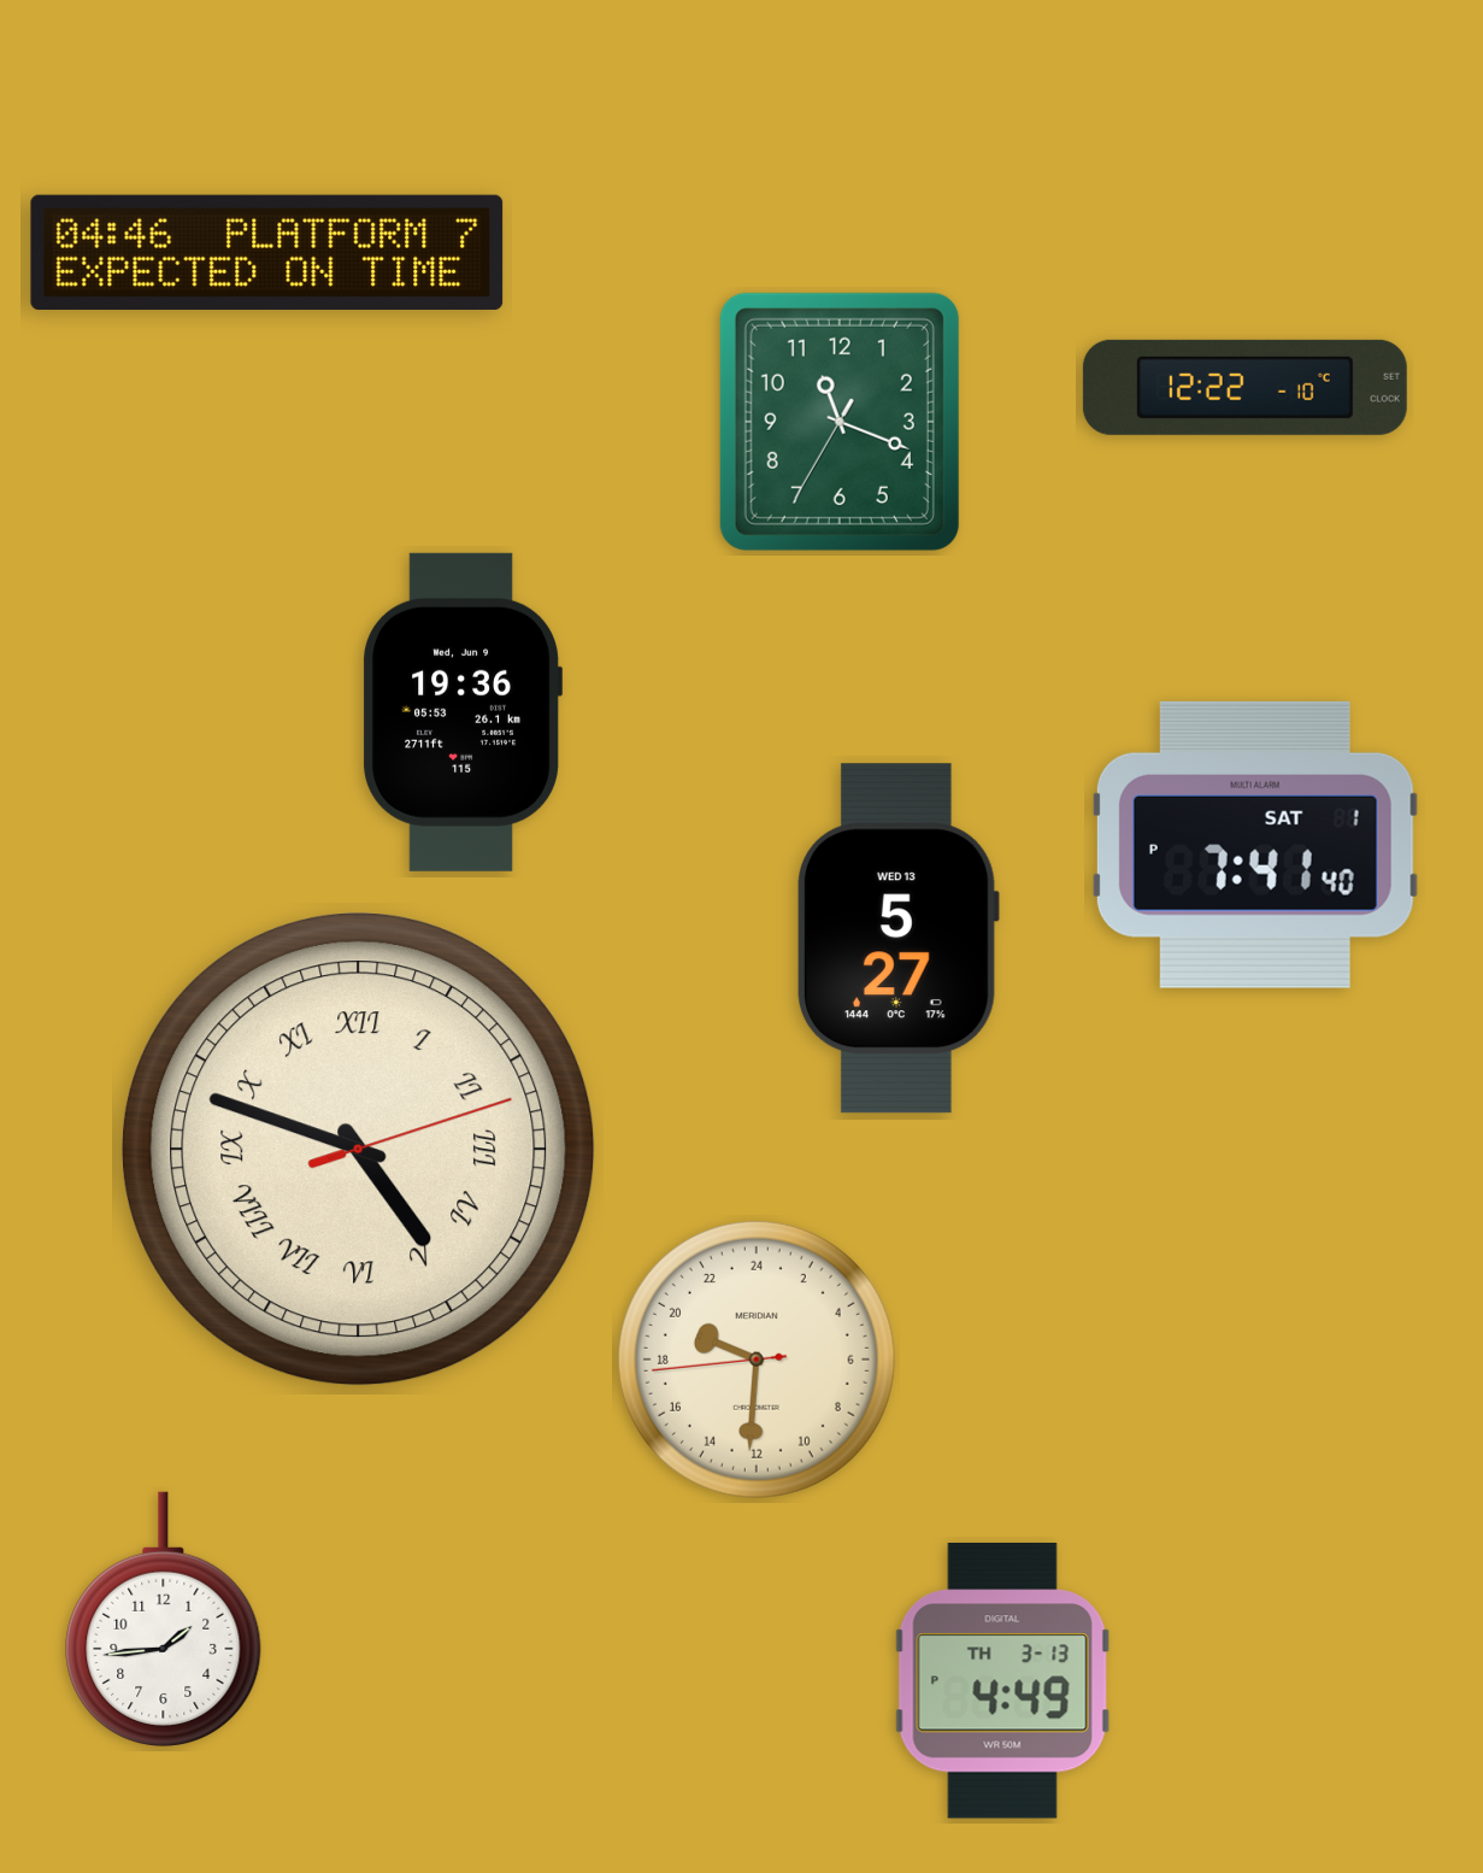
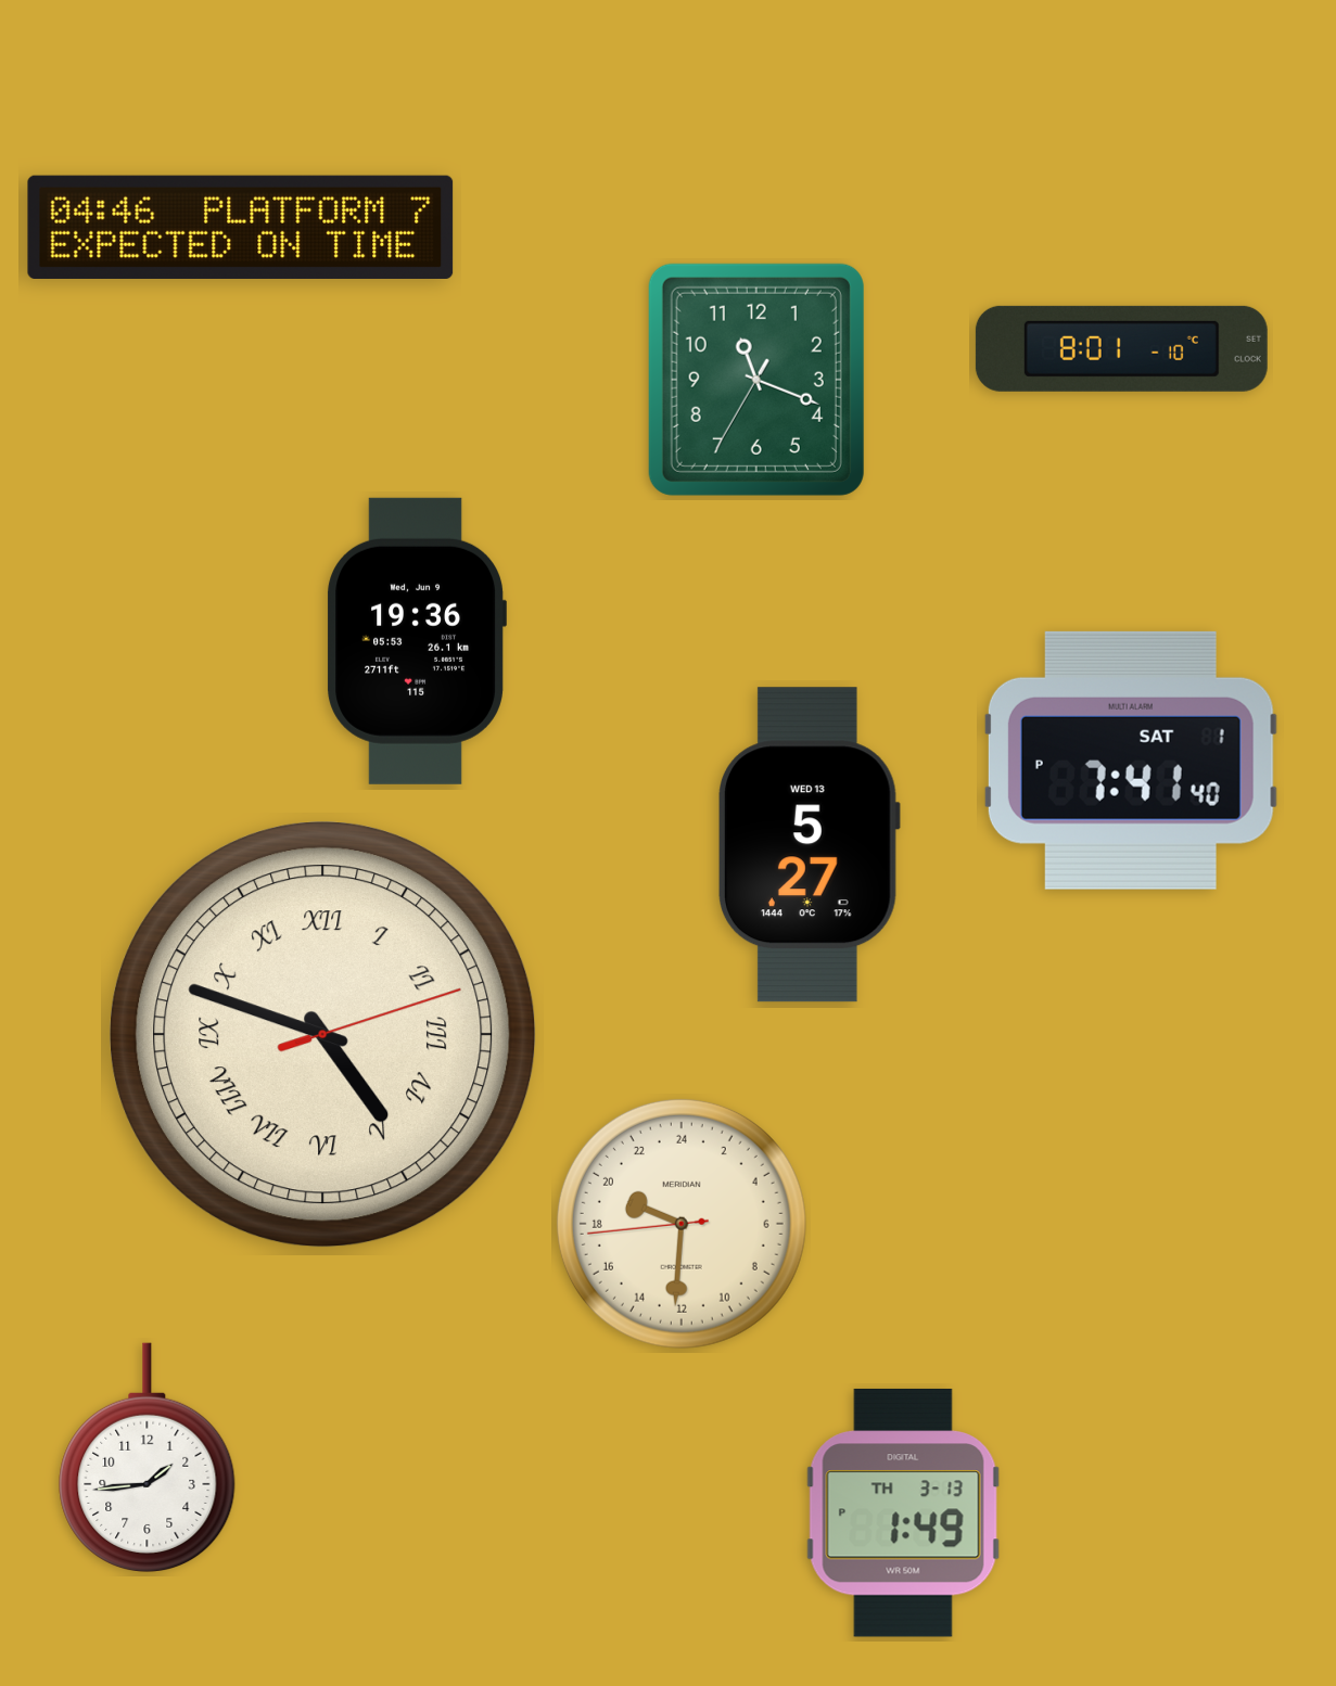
clock at (1244, 387): 12:22 -> 8:01
clock at (1004, 1680): 4:49 -> 1:49
